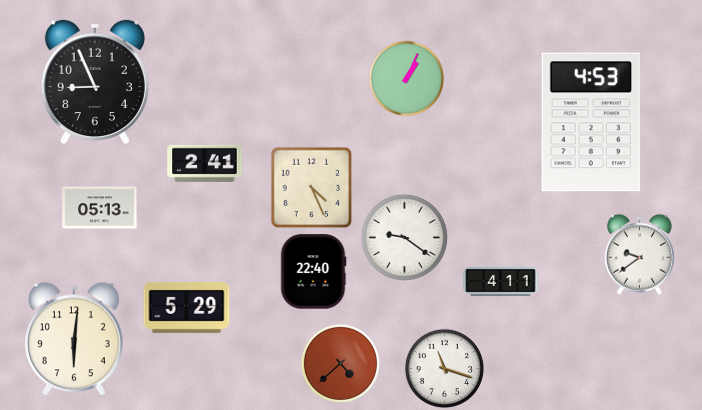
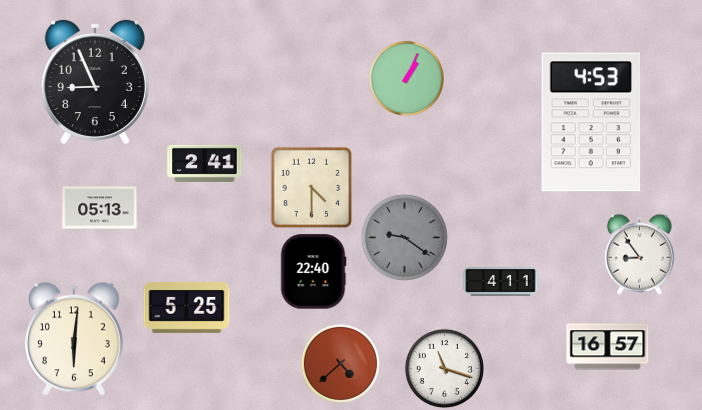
clock at (312, 188): 4:26 -> 4:30
clock at (404, 237) dial: white -> grey
clock at (639, 254): 9:39 -> 8:54
clock at (187, 307): 5:29 -> 5:25
clock at (608, 347): none -> 16:57
